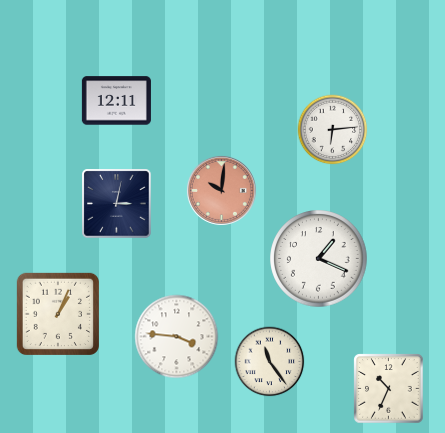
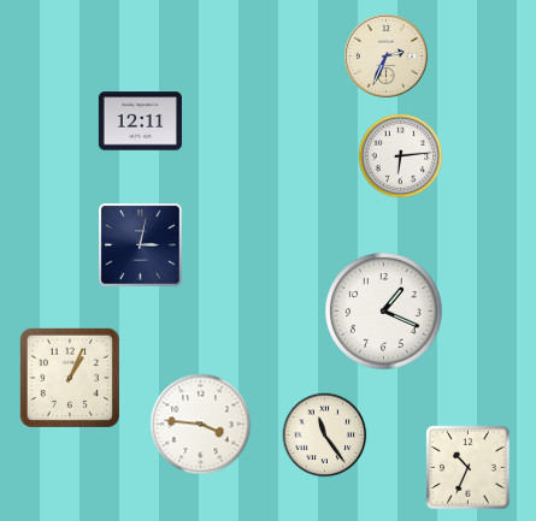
clock at (385, 55): none -> 2:34
clock at (221, 190): 10:01 -> none
clock at (177, 337) position: (177, 337) -> (201, 425)
